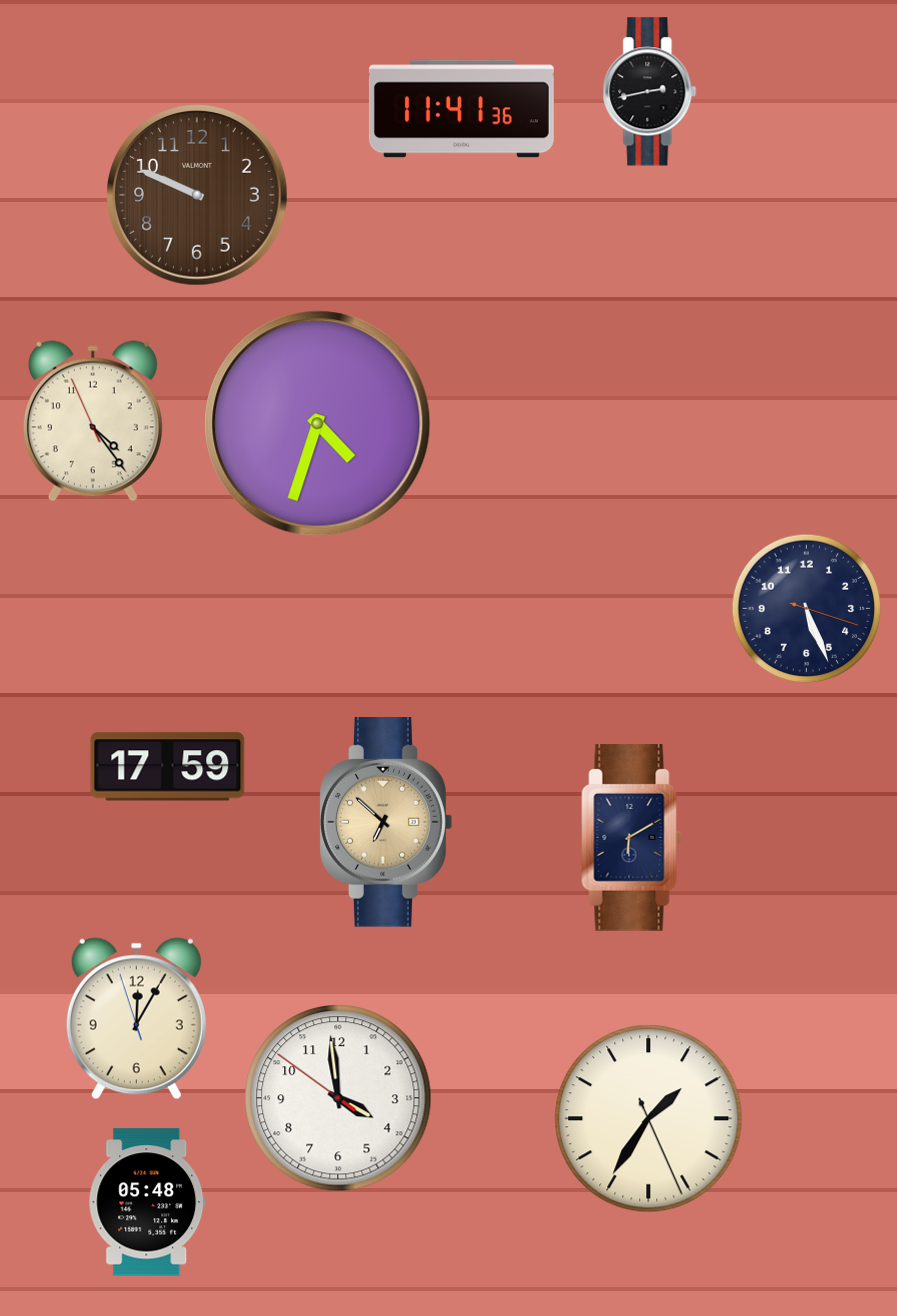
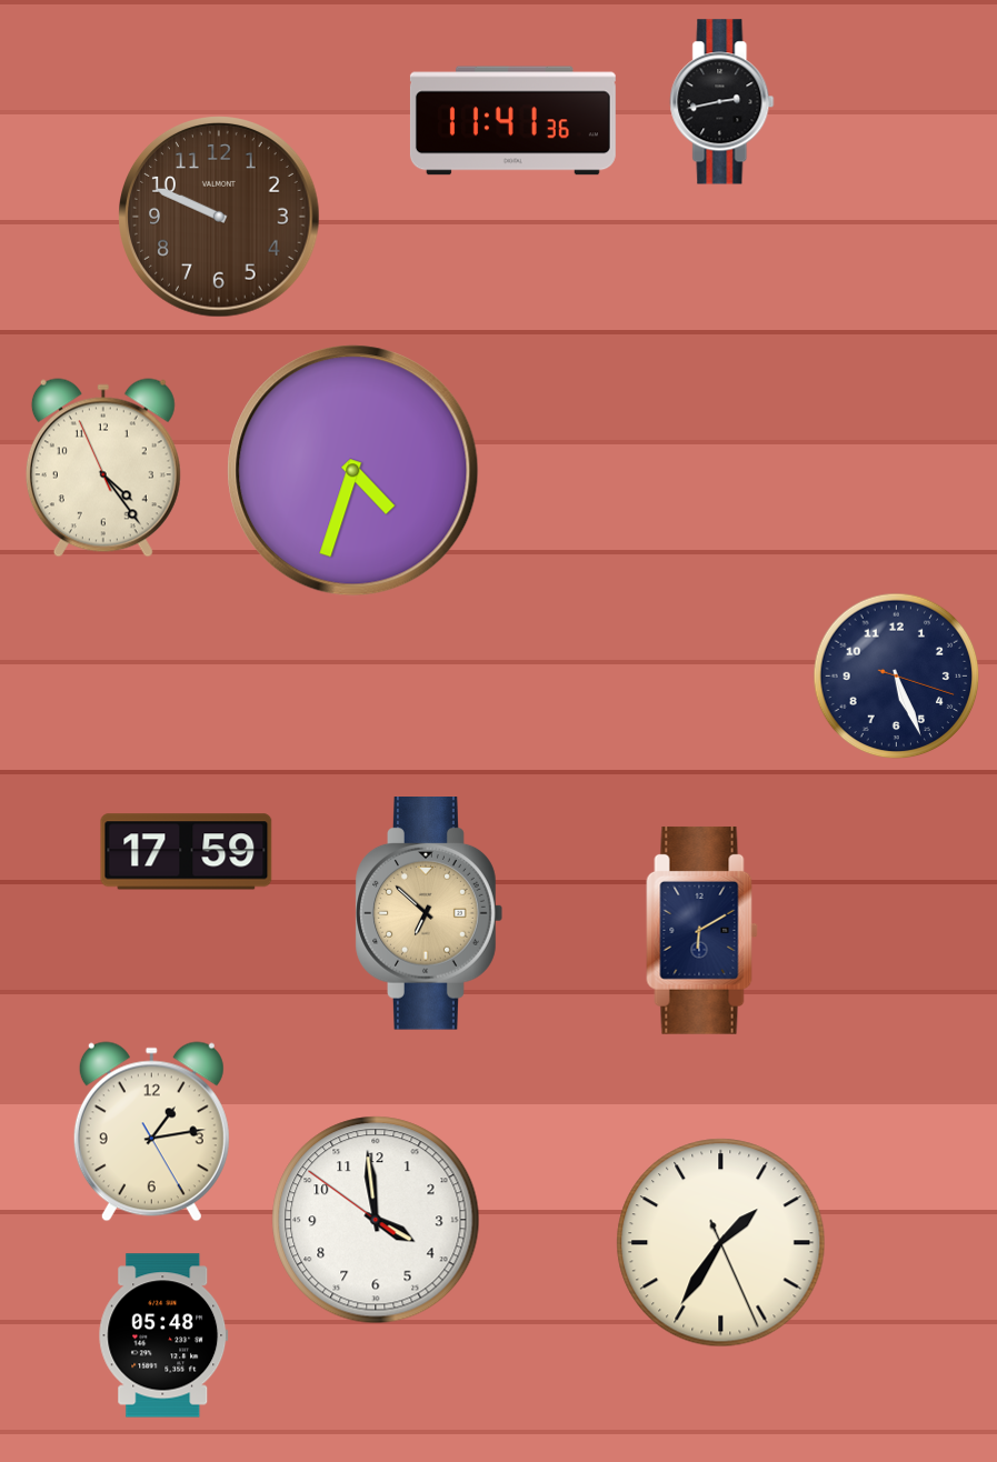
clock at (136, 1019): 12:04 -> 1:13
